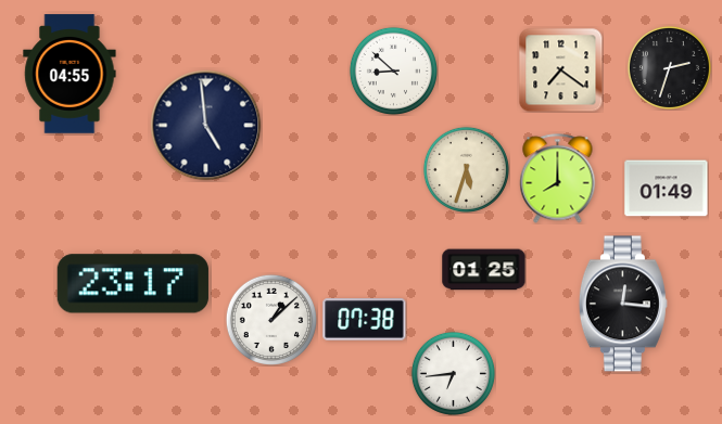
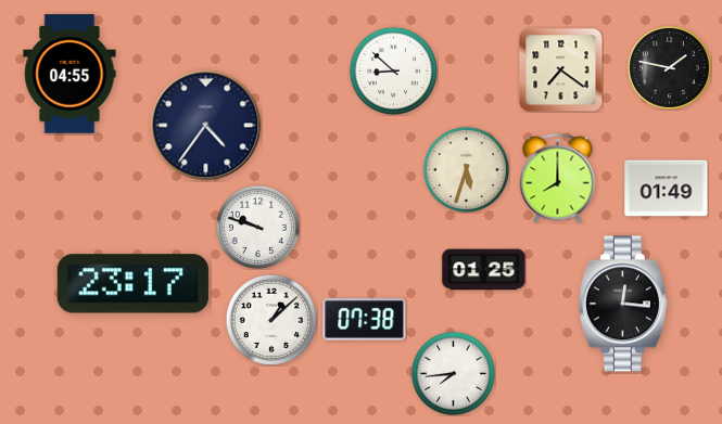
clock at (669, 67): 2:33 -> 1:47
clock at (206, 126): 4:59 -> 4:36
clock at (257, 227): none -> 9:48
clock at (453, 373): 6:44 -> 7:44
